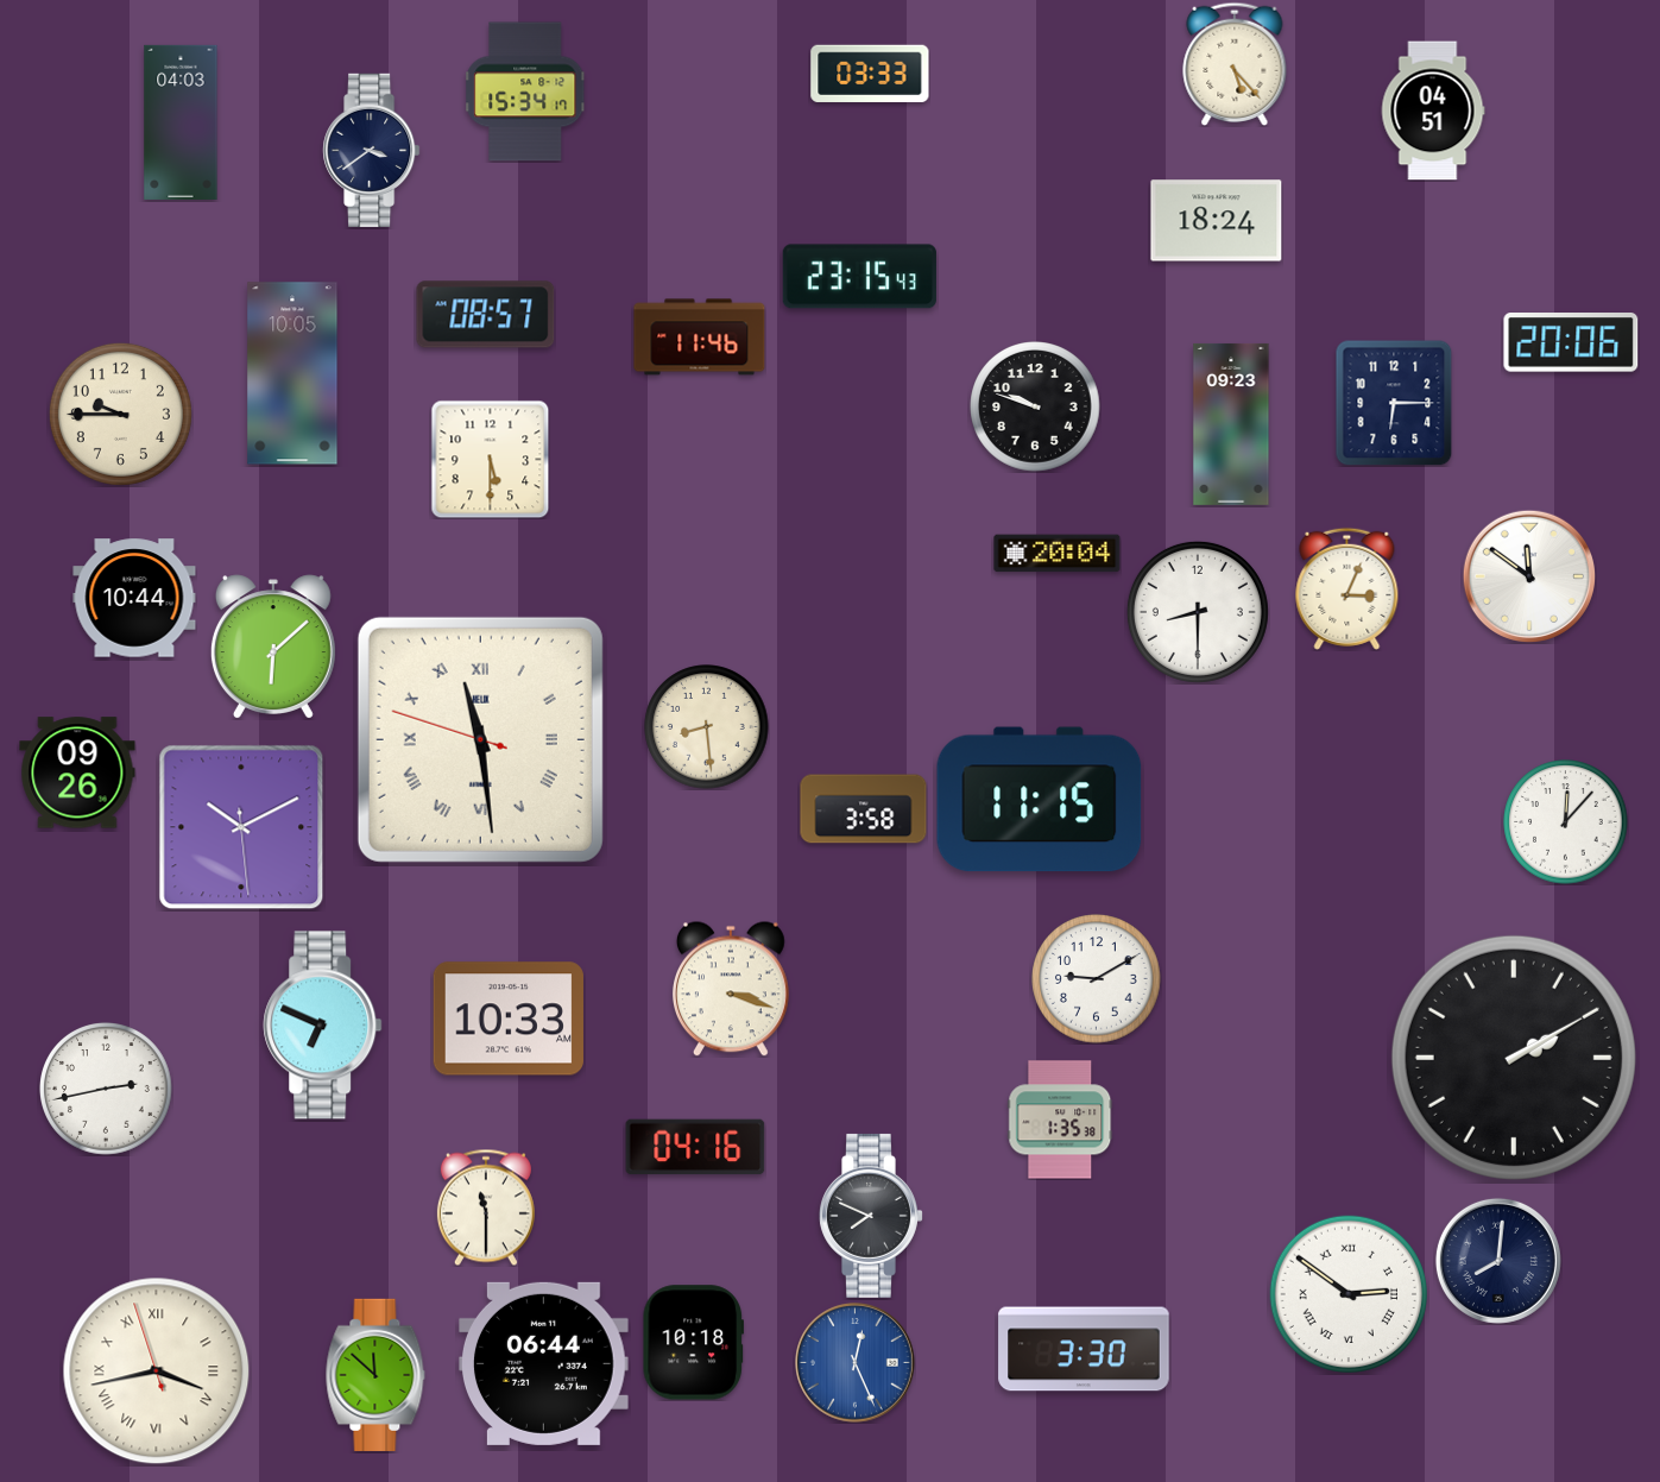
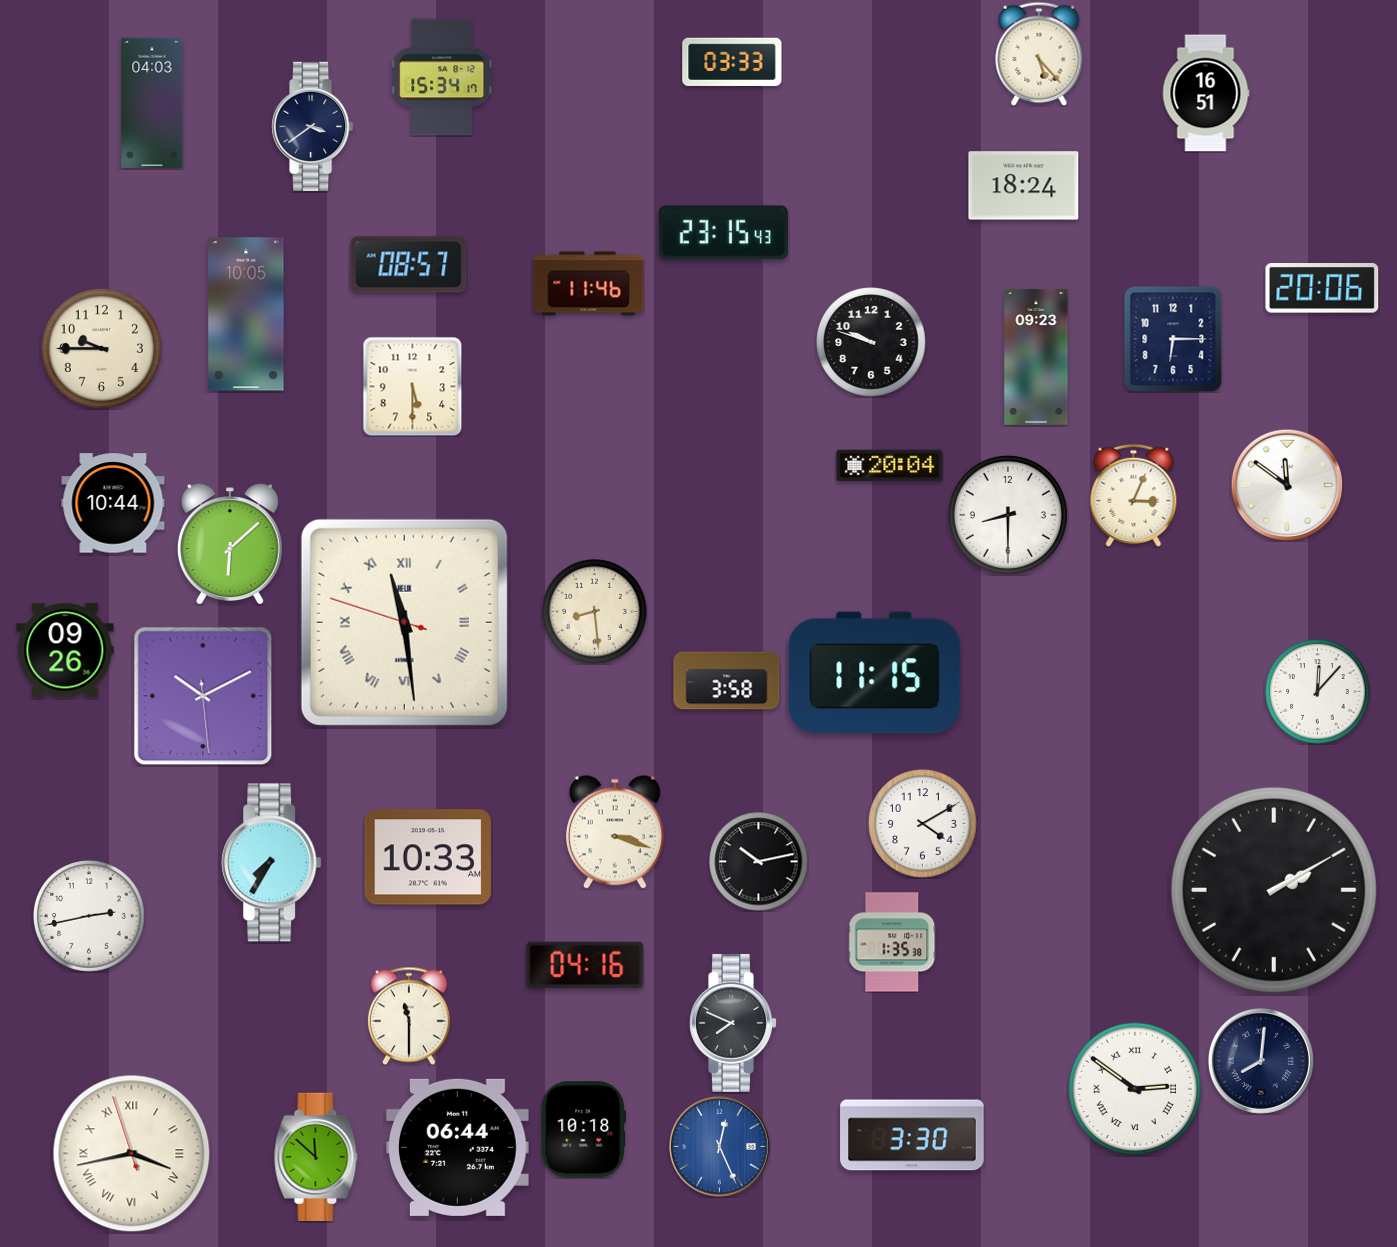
clock at (1433, 111): 04:51 -> 16:51
clock at (1097, 979): 9:10 -> 4:10
clock at (759, 862): none -> 10:13
clock at (323, 1026): 6:49 -> 7:35
